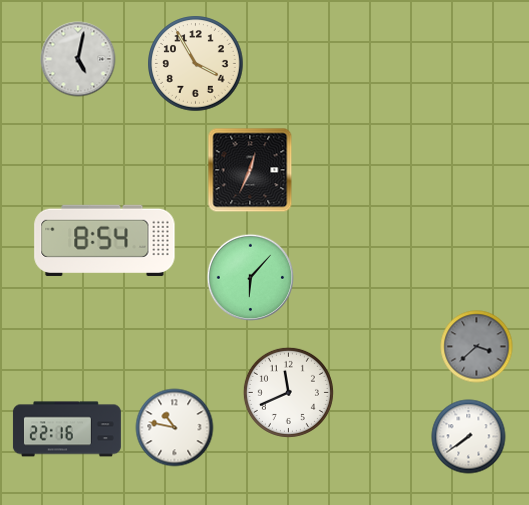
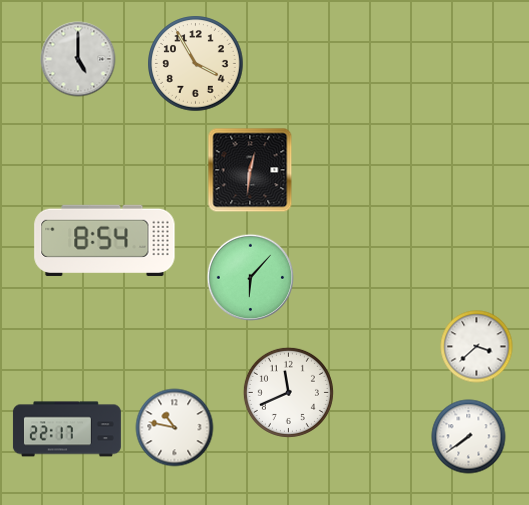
clock at (78, 59): 5:02 -> 5:00
clock at (250, 170): 12:34 -> 12:31
clock at (477, 347) dial: grey -> white
clock at (67, 429): 22:16 -> 22:17
